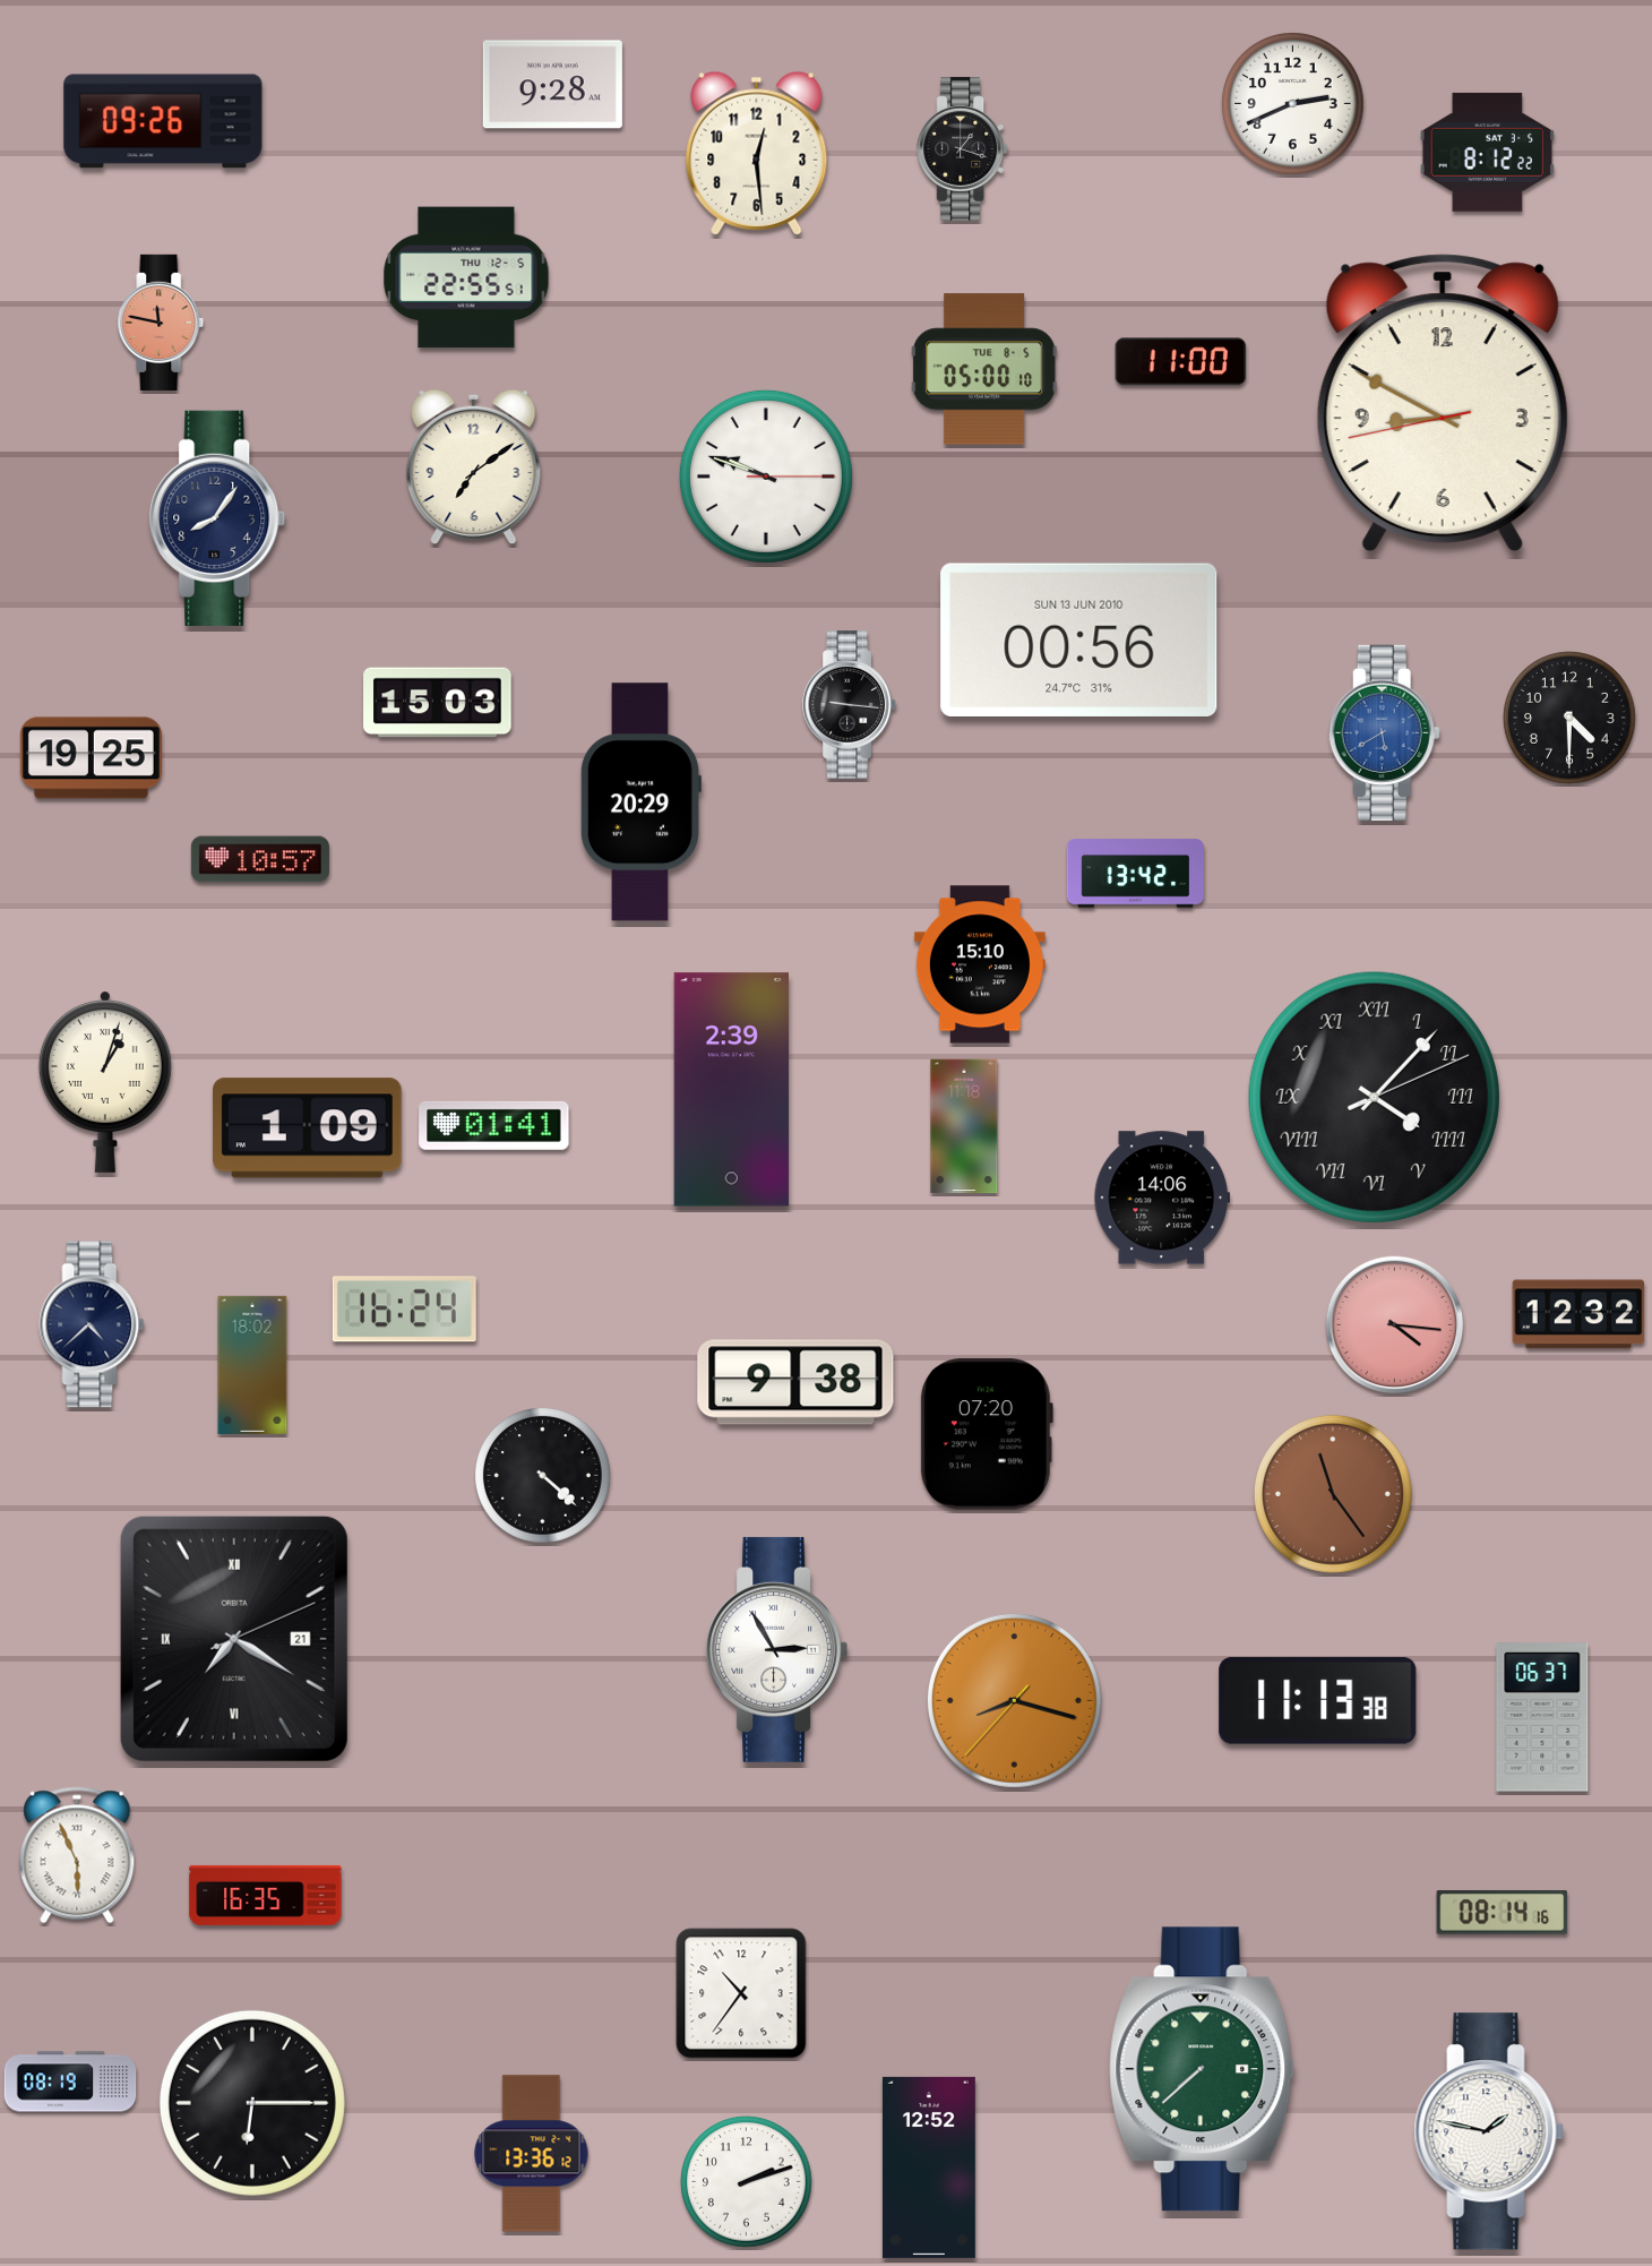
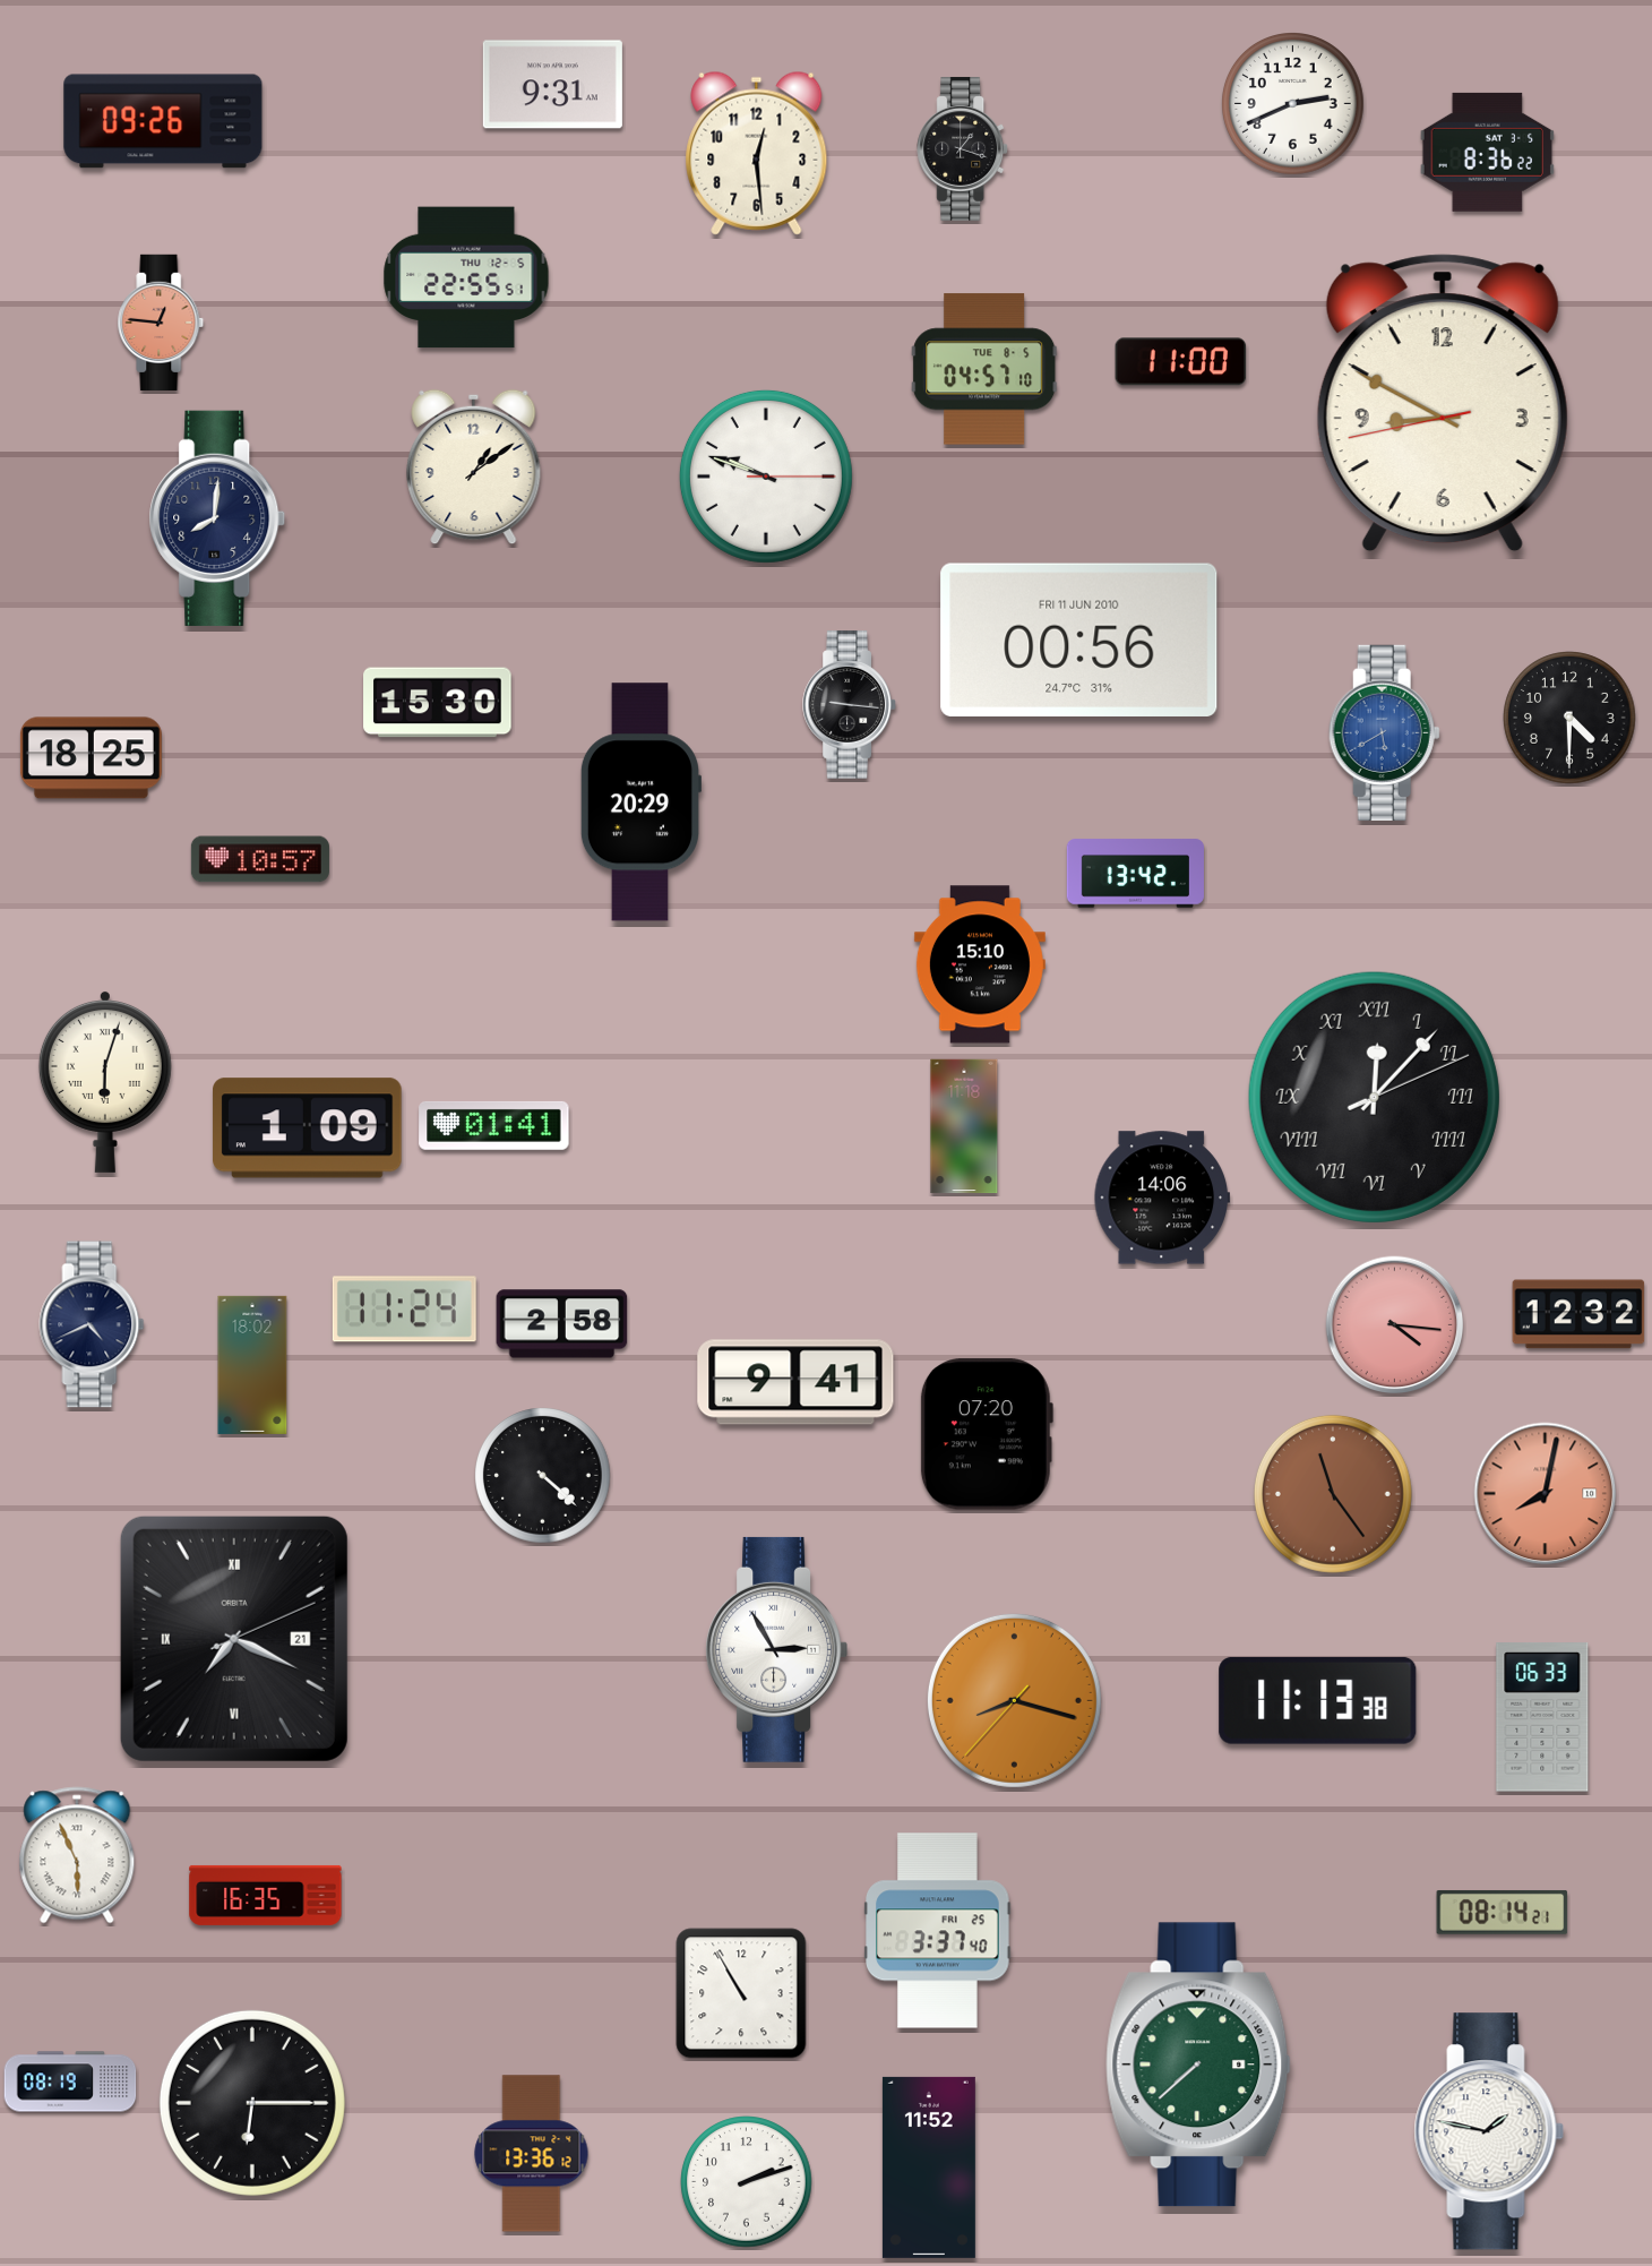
clock at (552, 85): 9:28 -> 9:31
clock at (1487, 152): 8:12 -> 8:36
clock at (161, 321): 11:47 -> 12:46
clock at (984, 369): 05:00 -> 04:57
clock at (474, 467): 7:09 -> 1:09
clock at (217, 518): 8:06 -> 8:01
clock at (1079, 640) date: SUN 13 JUN 2010 -> FRI 11 JUN 2010
clock at (438, 703): 15:03 -> 15:30
clock at (91, 758): 19:25 -> 18:25
clock at (105, 1081): 1:03 -> 6:03
clock at (731, 1090): 2:39 -> none
clock at (1374, 1097): 4:07 -> 12:07
clock at (404, 1310): 16:24 -> 11:24
clock at (92, 1324): 4:38 -> 4:41
clock at (562, 1324): none -> 2:58
clock at (795, 1382): 9:38 -> 9:41
clock at (1546, 1494): none -> 8:02
clock at (234, 1639): 7:20 -> 7:19
clock at (1542, 1717): 06:37 -> 06:33
clock at (1503, 1912): 08:14:16 -> 08:14:21
clock at (938, 1931): none -> 3:37
clock at (741, 1993): 10:36 -> 10:55
clock at (1202, 2069) position: (1202, 2069) -> (1198, 2065)
clock at (929, 2168): 12:52 -> 11:52
